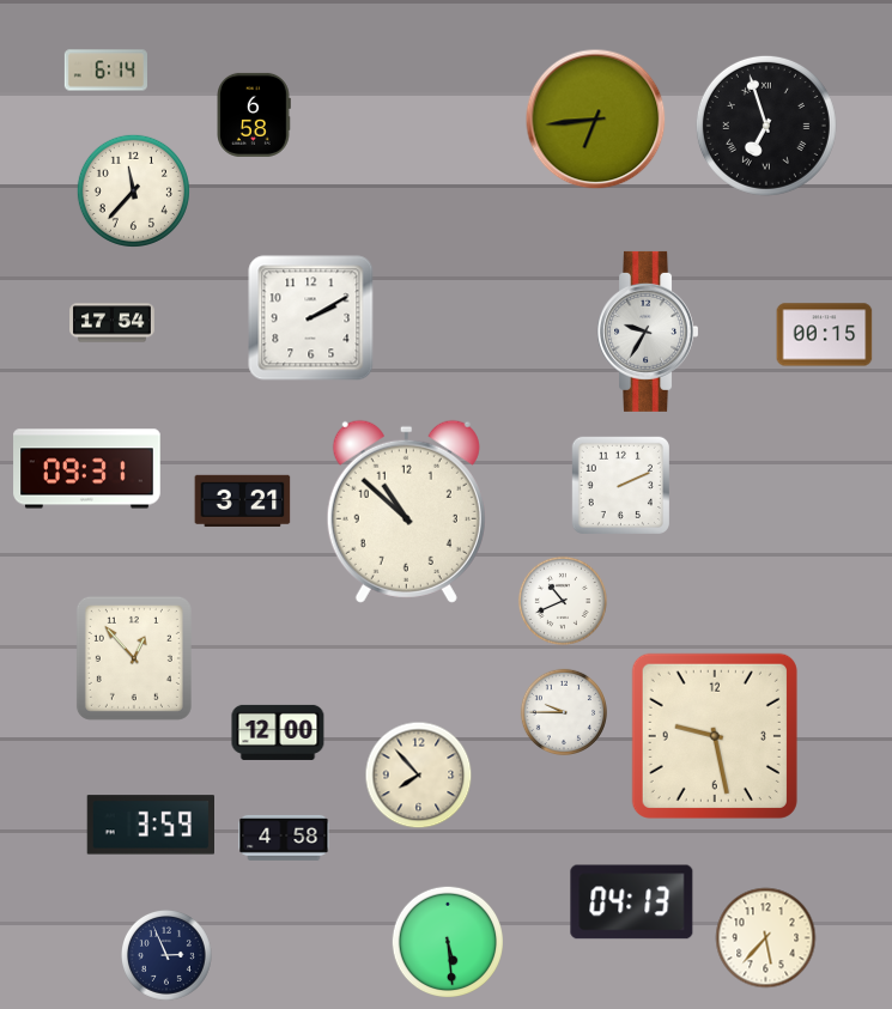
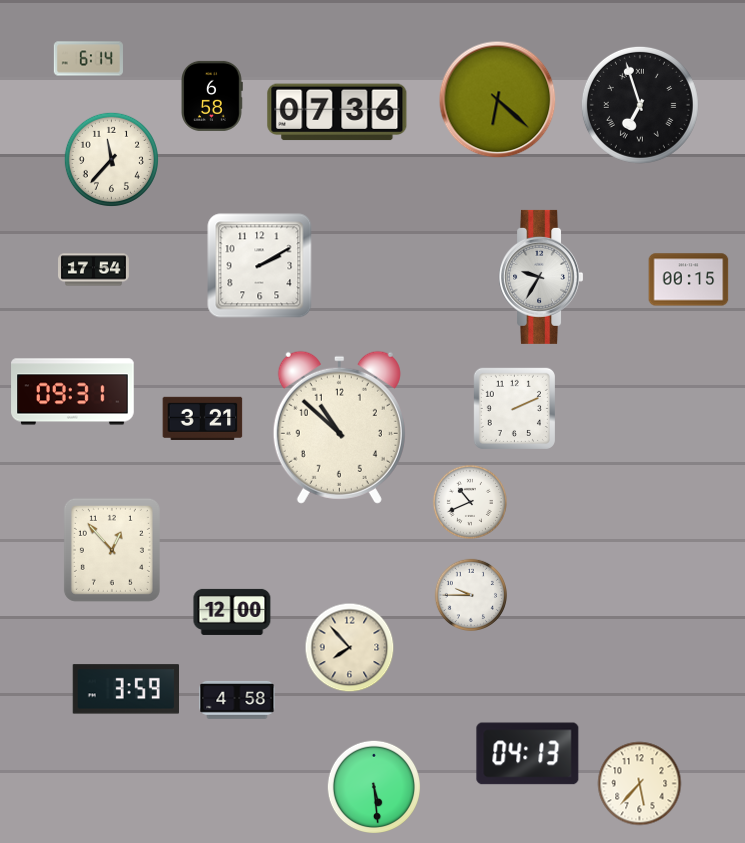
clock at (596, 120): 6:44 -> 6:22
clock at (337, 112): none -> 07:36
clock at (620, 485) position: (620, 485) -> (514, 408)
clock at (715, 736): 9:28 -> none
clock at (168, 956): 2:56 -> none
